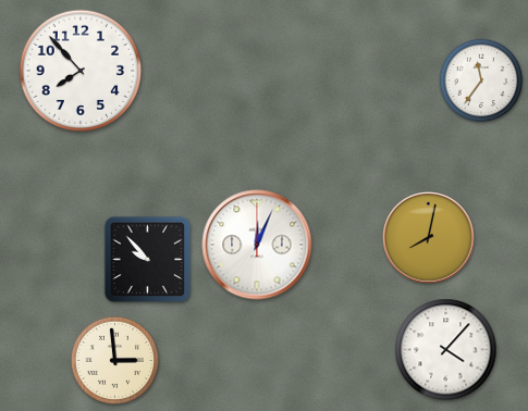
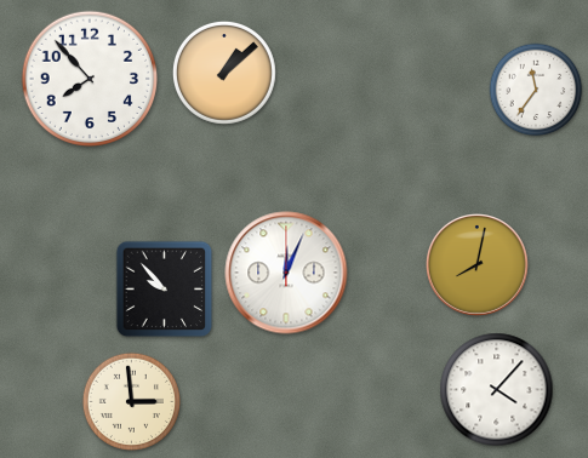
clock at (224, 73): none -> 1:08
clock at (114, 360) position: (114, 360) -> (131, 401)
